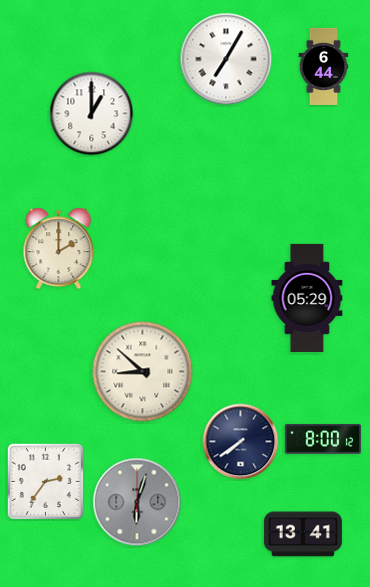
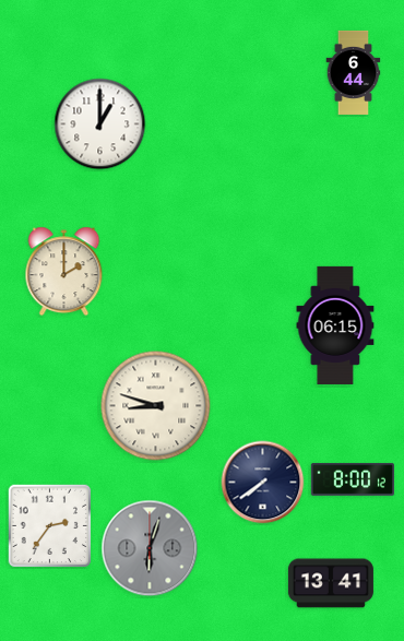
clock at (226, 59): 7:05 -> none
clock at (307, 298): 05:29 -> 06:15
clock at (143, 372): 8:52 -> 8:48
